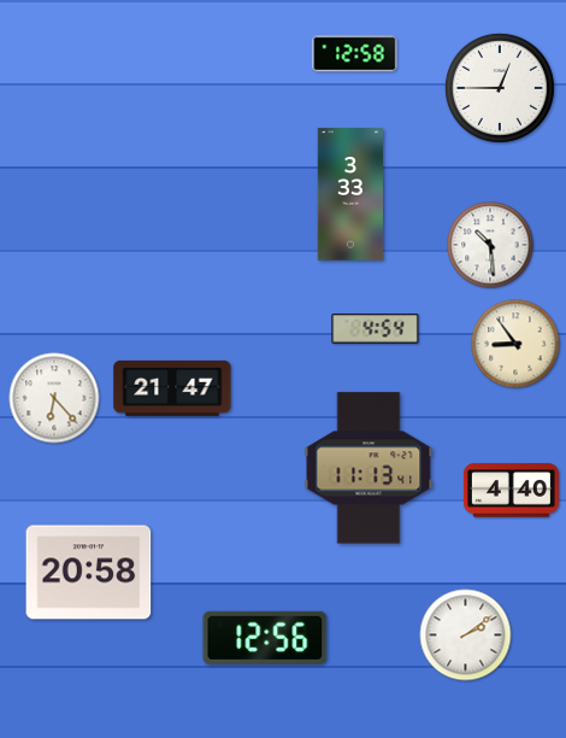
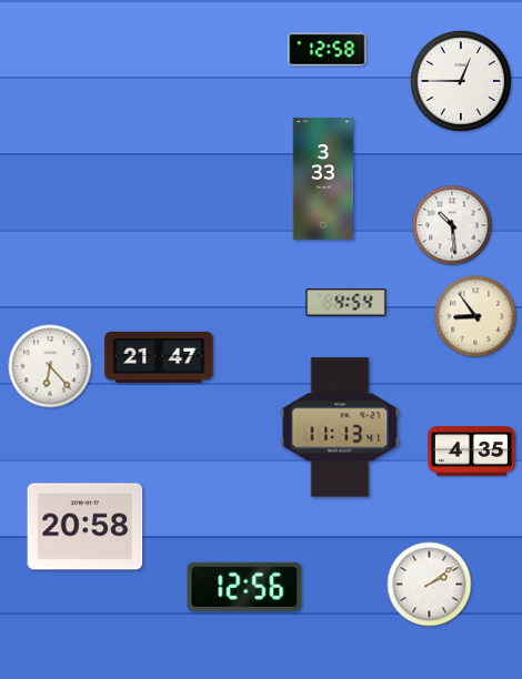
clock at (369, 468) position: (369, 468) -> (340, 427)
clock at (511, 491): 4:40 -> 4:35
clock at (89, 573) position: (89, 573) -> (86, 527)
